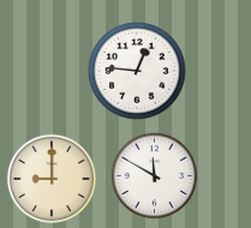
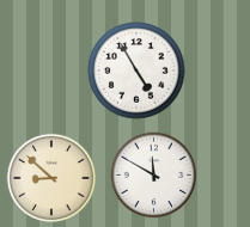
clock at (137, 71): 12:46 -> 4:55
clock at (50, 178): 9:00 -> 8:52
